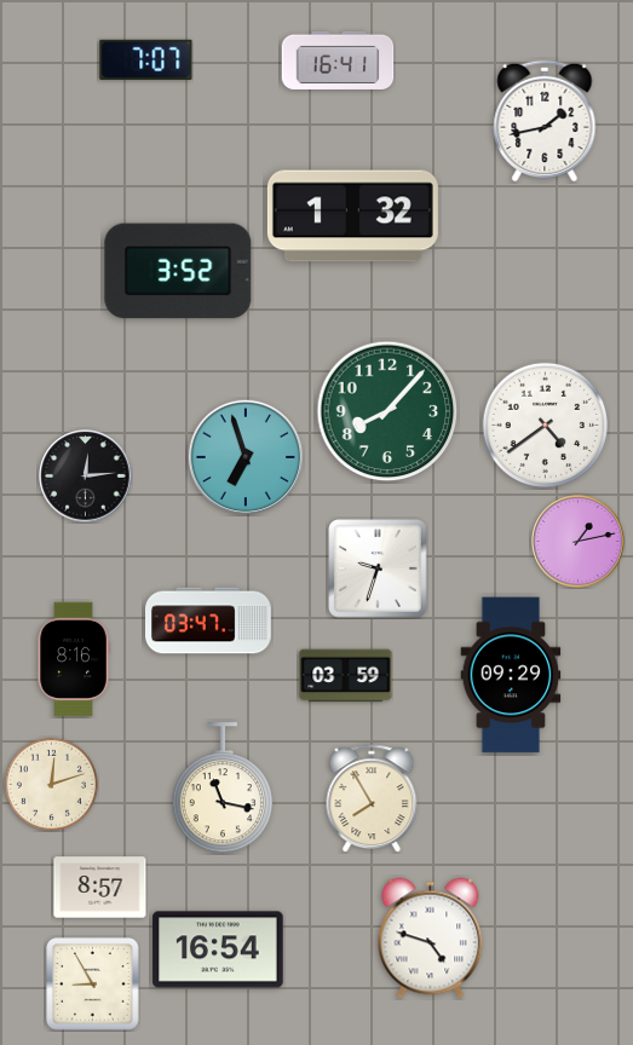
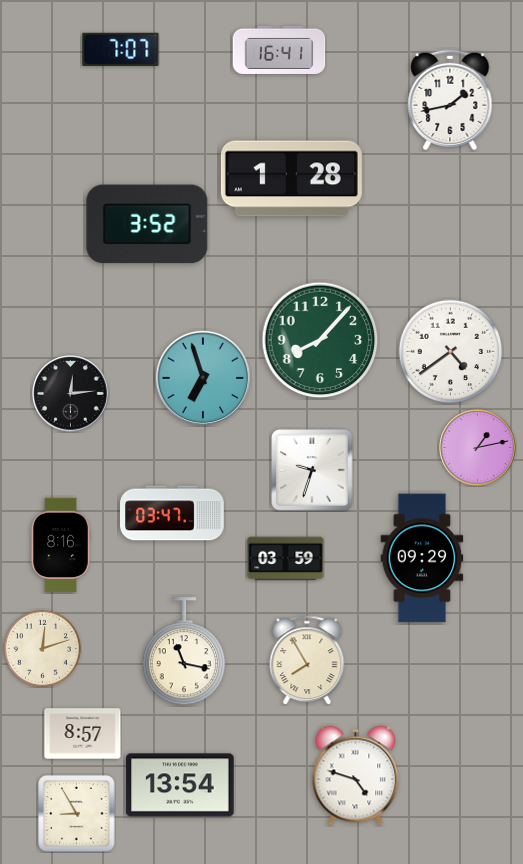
clock at (352, 216): 1:32 -> 1:28
clock at (218, 949): 16:54 -> 13:54
